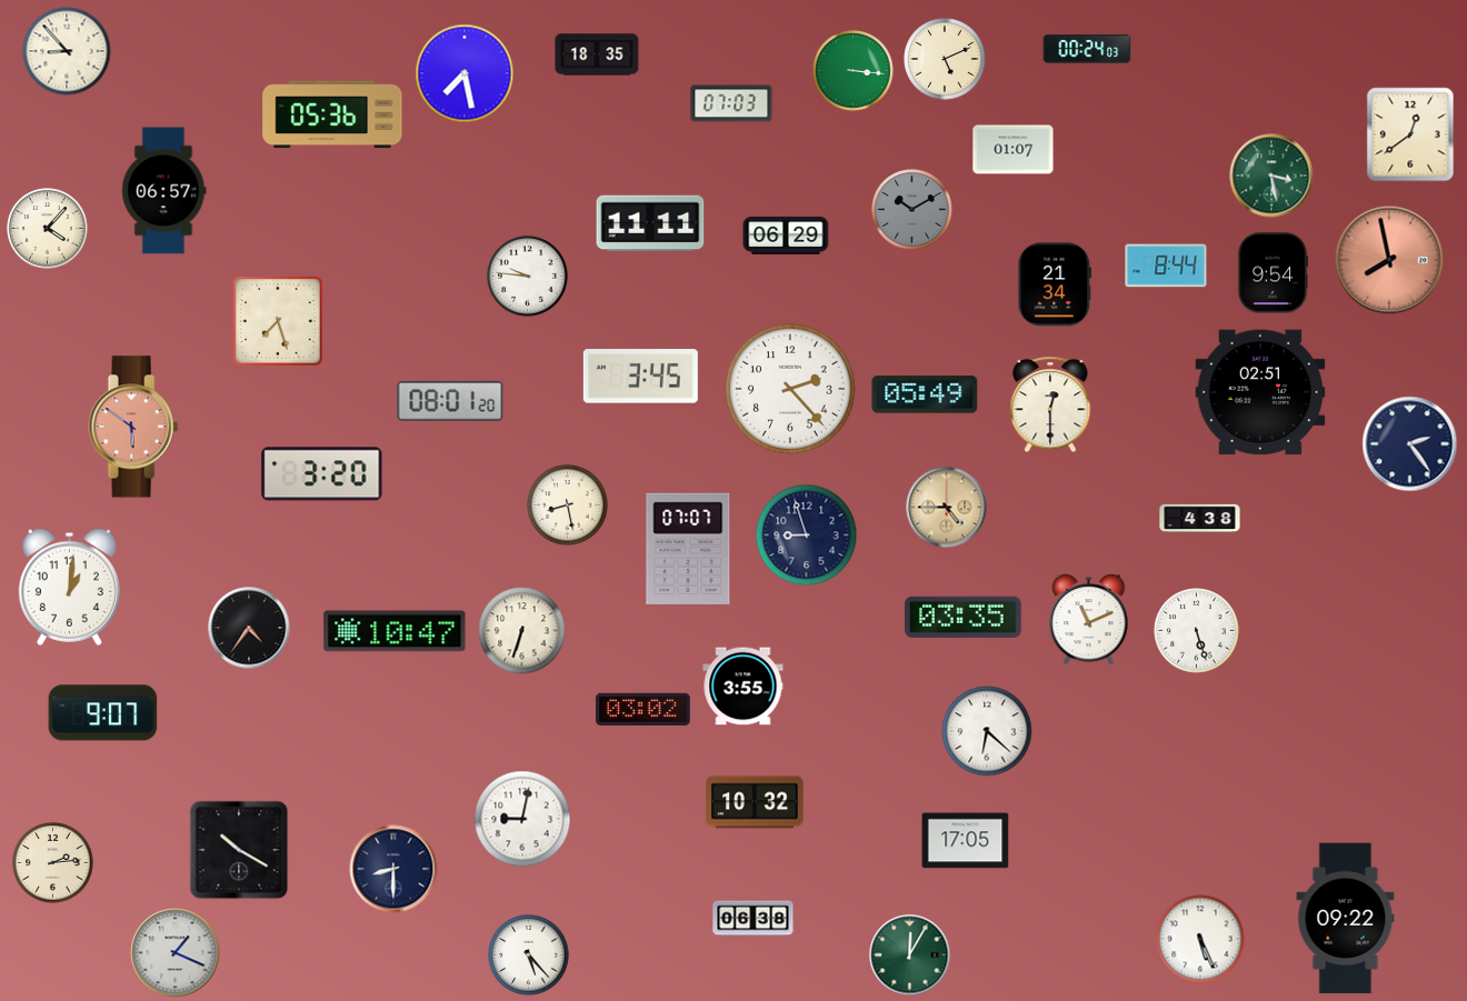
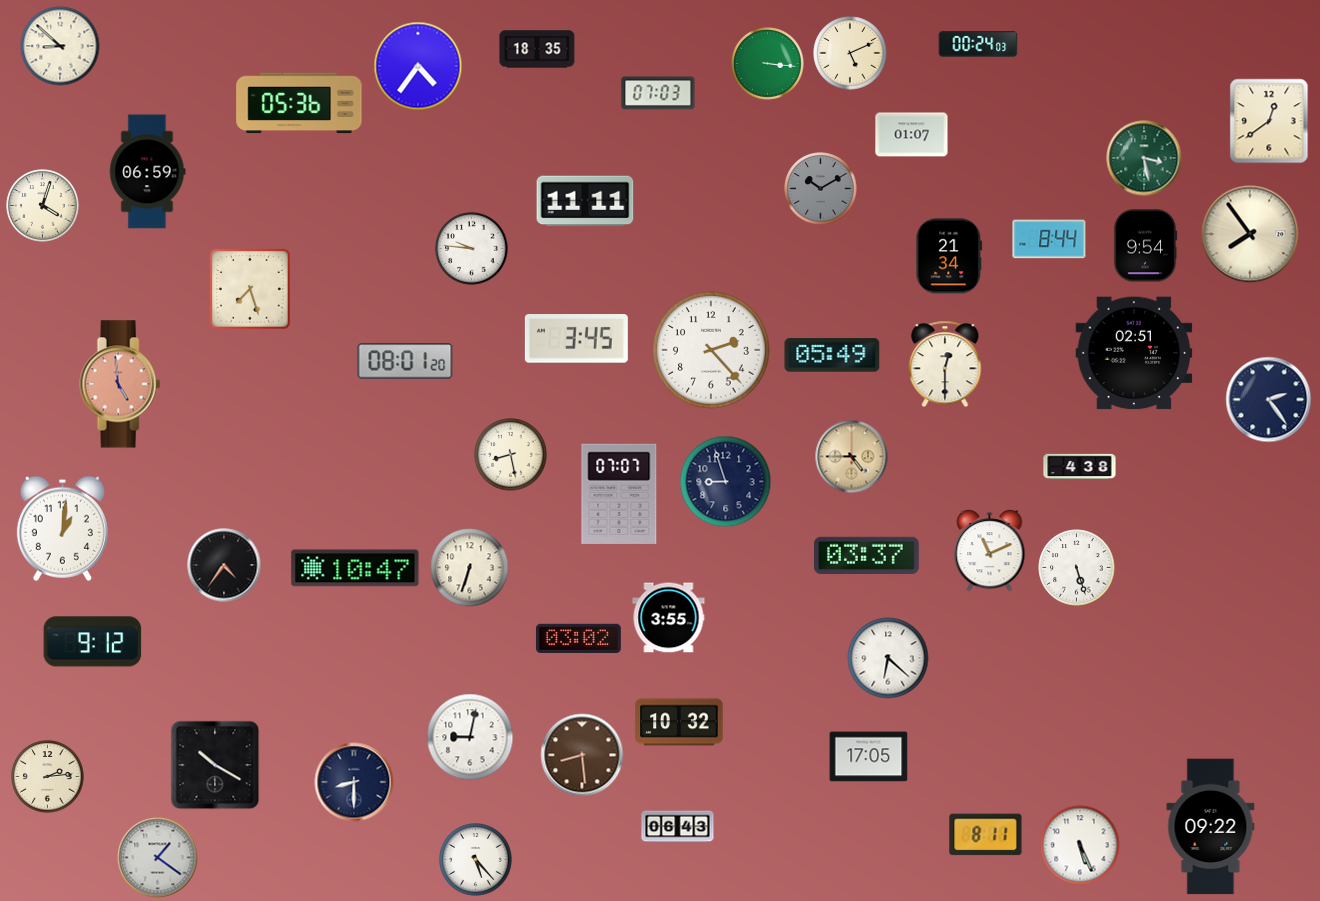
clock at (67, 51): 8:53 -> 8:52
clock at (465, 73): 7:28 -> 4:36
clock at (164, 191): 06:57 -> 06:59
clock at (48, 229): 4:07 -> 4:03
clock at (786, 236): 06:29 -> none
clock at (1389, 260): 7:58 -> 7:54
clock at (1389, 260) dial: salmon -> cream
clock at (528, 277) position: (528, 277) -> (472, 249)
clock at (133, 427): 5:51 -> 4:59
clock at (322, 474): 3:20 -> none
clock at (964, 617): 03:35 -> 03:37
clock at (1089, 620) position: (1089, 620) -> (990, 551)
clock at (103, 713): 9:07 -> 9:12
clock at (582, 755): none -> 8:29
clock at (754, 919): 06:38 -> 06:43
clock at (986, 835): none -> 8:11
clock at (176, 953): 1:19 -> 1:21
clock at (910, 955): 12:05 -> none
